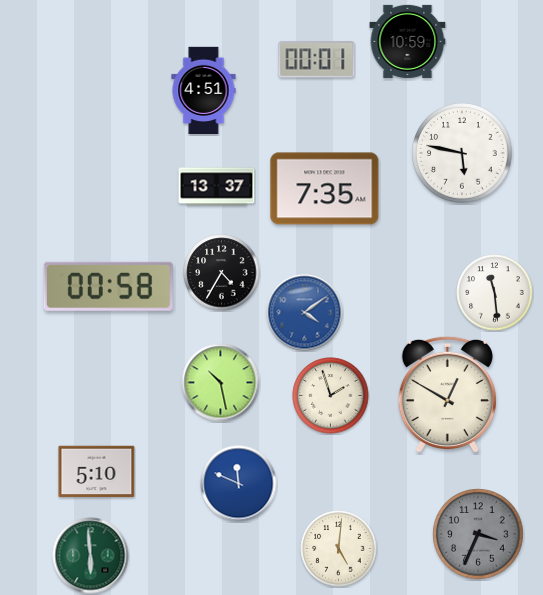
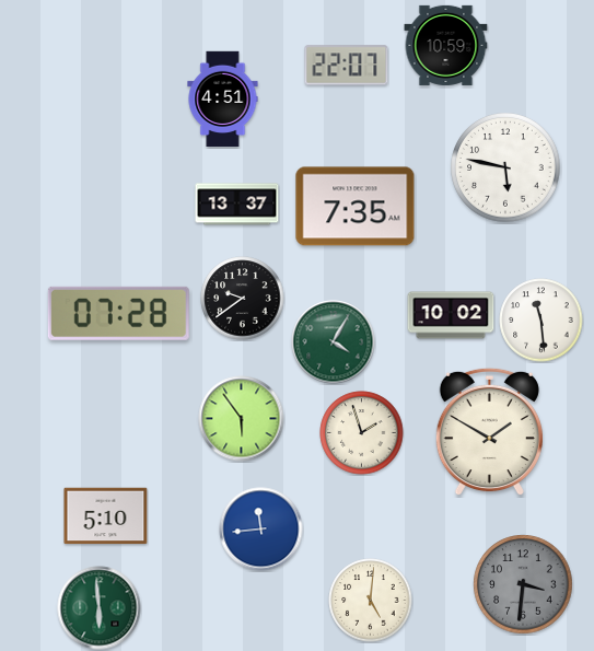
clock at (317, 60): 00:01 -> 22:07
clock at (222, 273): 4:35 -> 9:39
clock at (108, 286): 00:58 -> 07:28
clock at (451, 315): none -> 10:02
clock at (305, 313): 4:09 -> 4:05
clock at (305, 313) dial: blue -> green
clock at (221, 383): 10:28 -> 5:54
clock at (447, 395): 12:50 -> 1:50
clock at (239, 484): 11:49 -> 11:44
clock at (478, 534): 3:34 -> 3:31
